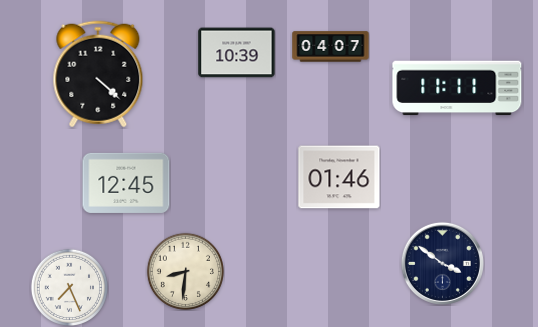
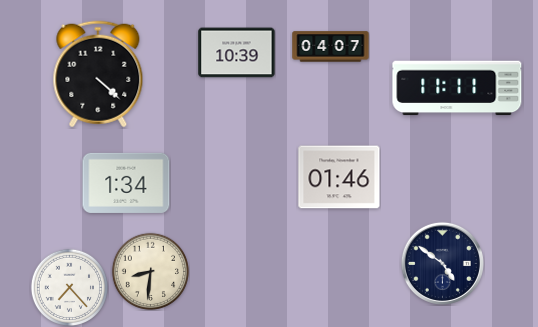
clock at (126, 183): 12:45 -> 1:34
clock at (442, 263): 3:51 -> 4:51
clock at (185, 271) position: (185, 271) -> (150, 271)
clock at (69, 287): 7:26 -> 7:23
